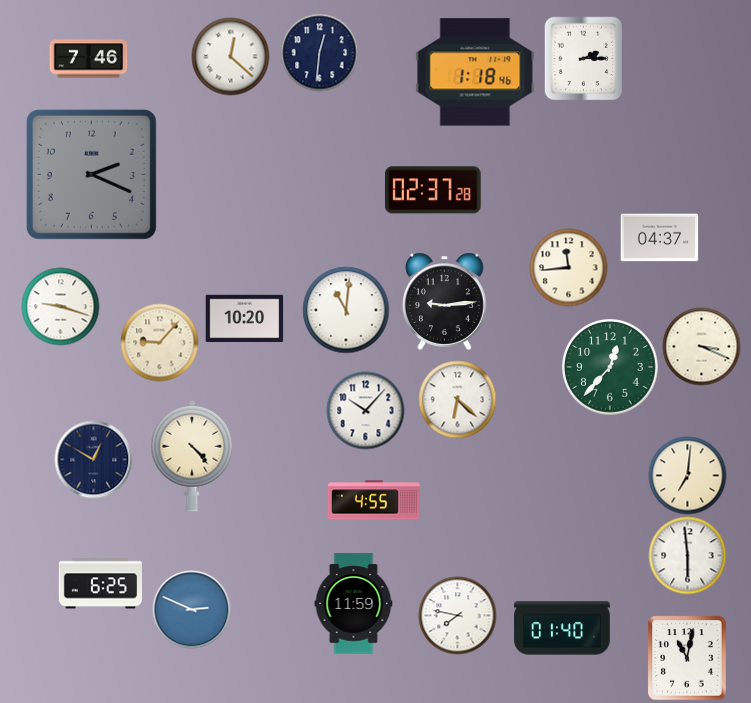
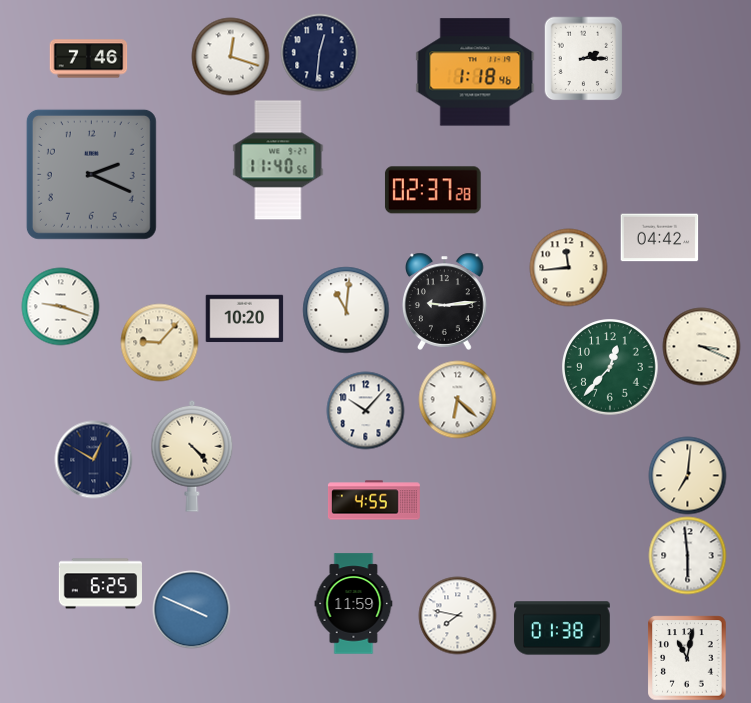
clock at (230, 56): 12:22 -> 12:18
clock at (278, 160): none -> 11:40
clock at (659, 238): 04:37 -> 04:42
clock at (191, 609): 2:49 -> 3:49
clock at (562, 628): 01:40 -> 01:38
